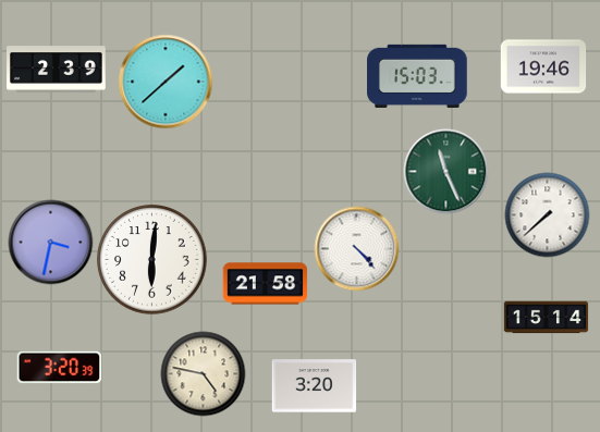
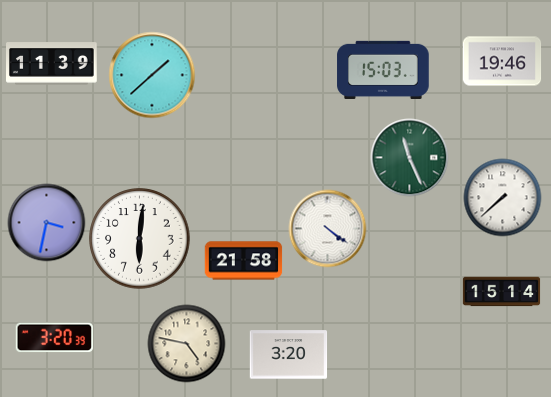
clock at (543, 66) position: (543, 66) -> (502, 61)
clock at (57, 70): 2:39 -> 11:39
clock at (356, 248): 4:23 -> 4:21
